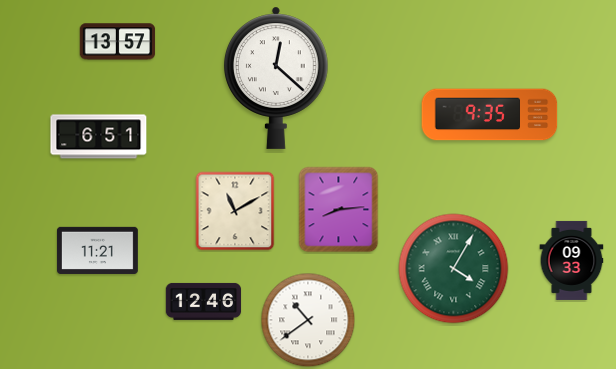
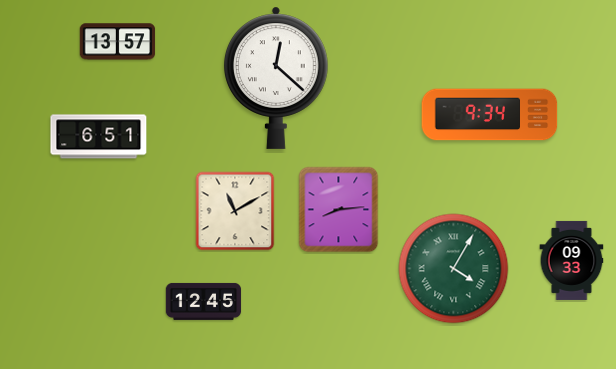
clock at (490, 115): 9:35 -> 9:34
clock at (97, 250): 11:21 -> none
clock at (204, 301): 12:46 -> 12:45
clock at (308, 320): 10:39 -> none
